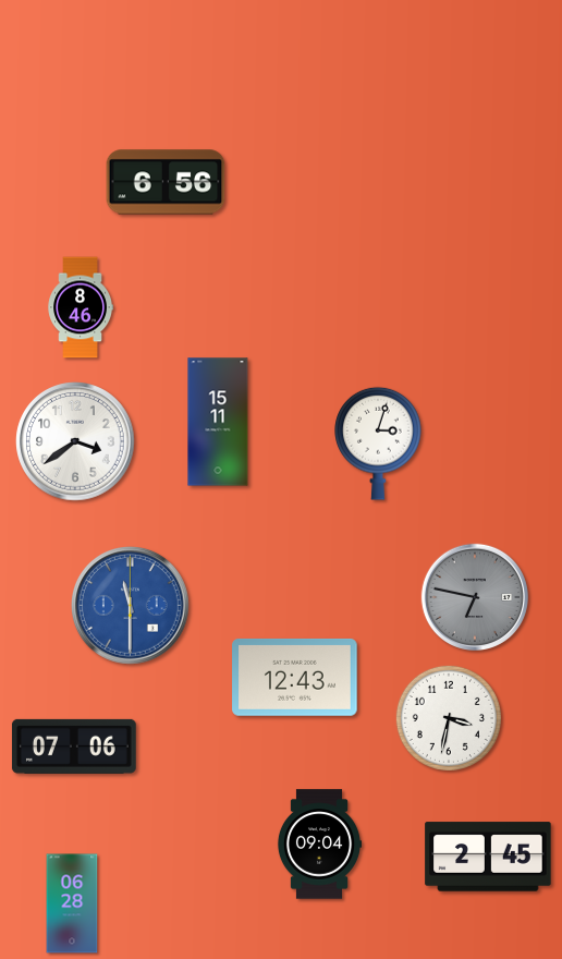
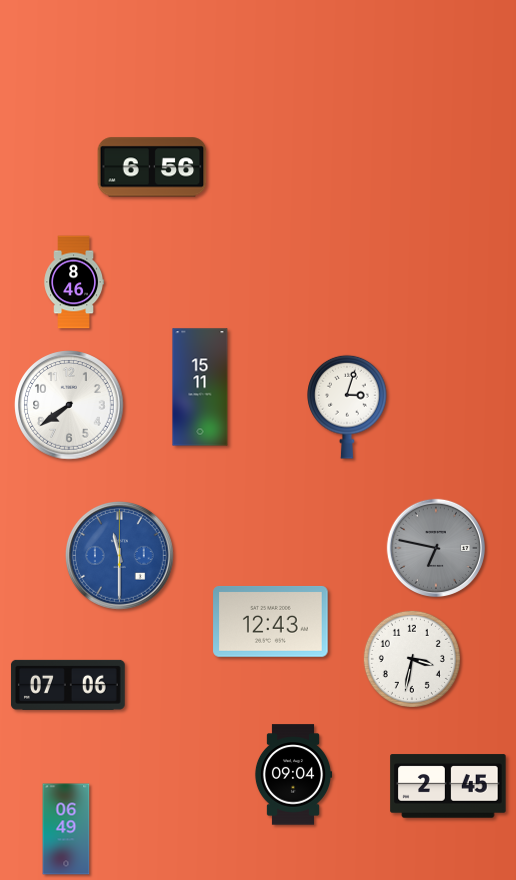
clock at (75, 441): 3:39 -> 7:39
clock at (72, 903): 06:28 -> 06:49
